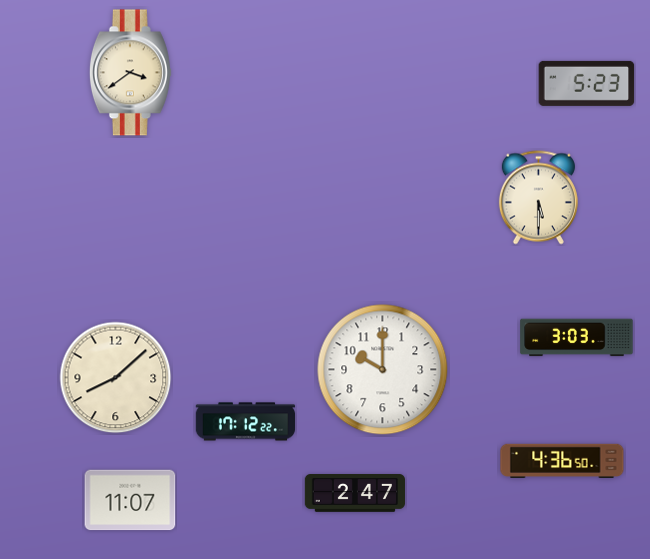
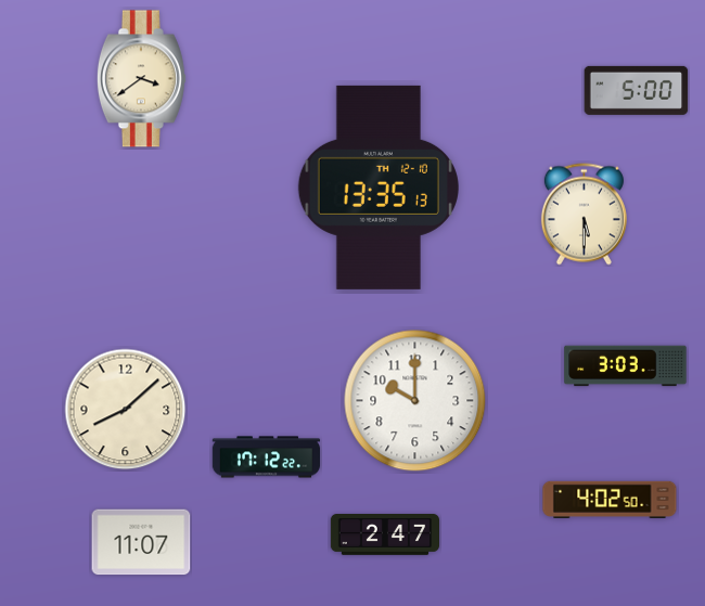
clock at (587, 83): 5:23 -> 5:00
clock at (379, 188): none -> 13:35
clock at (562, 460): 4:36 -> 4:02
